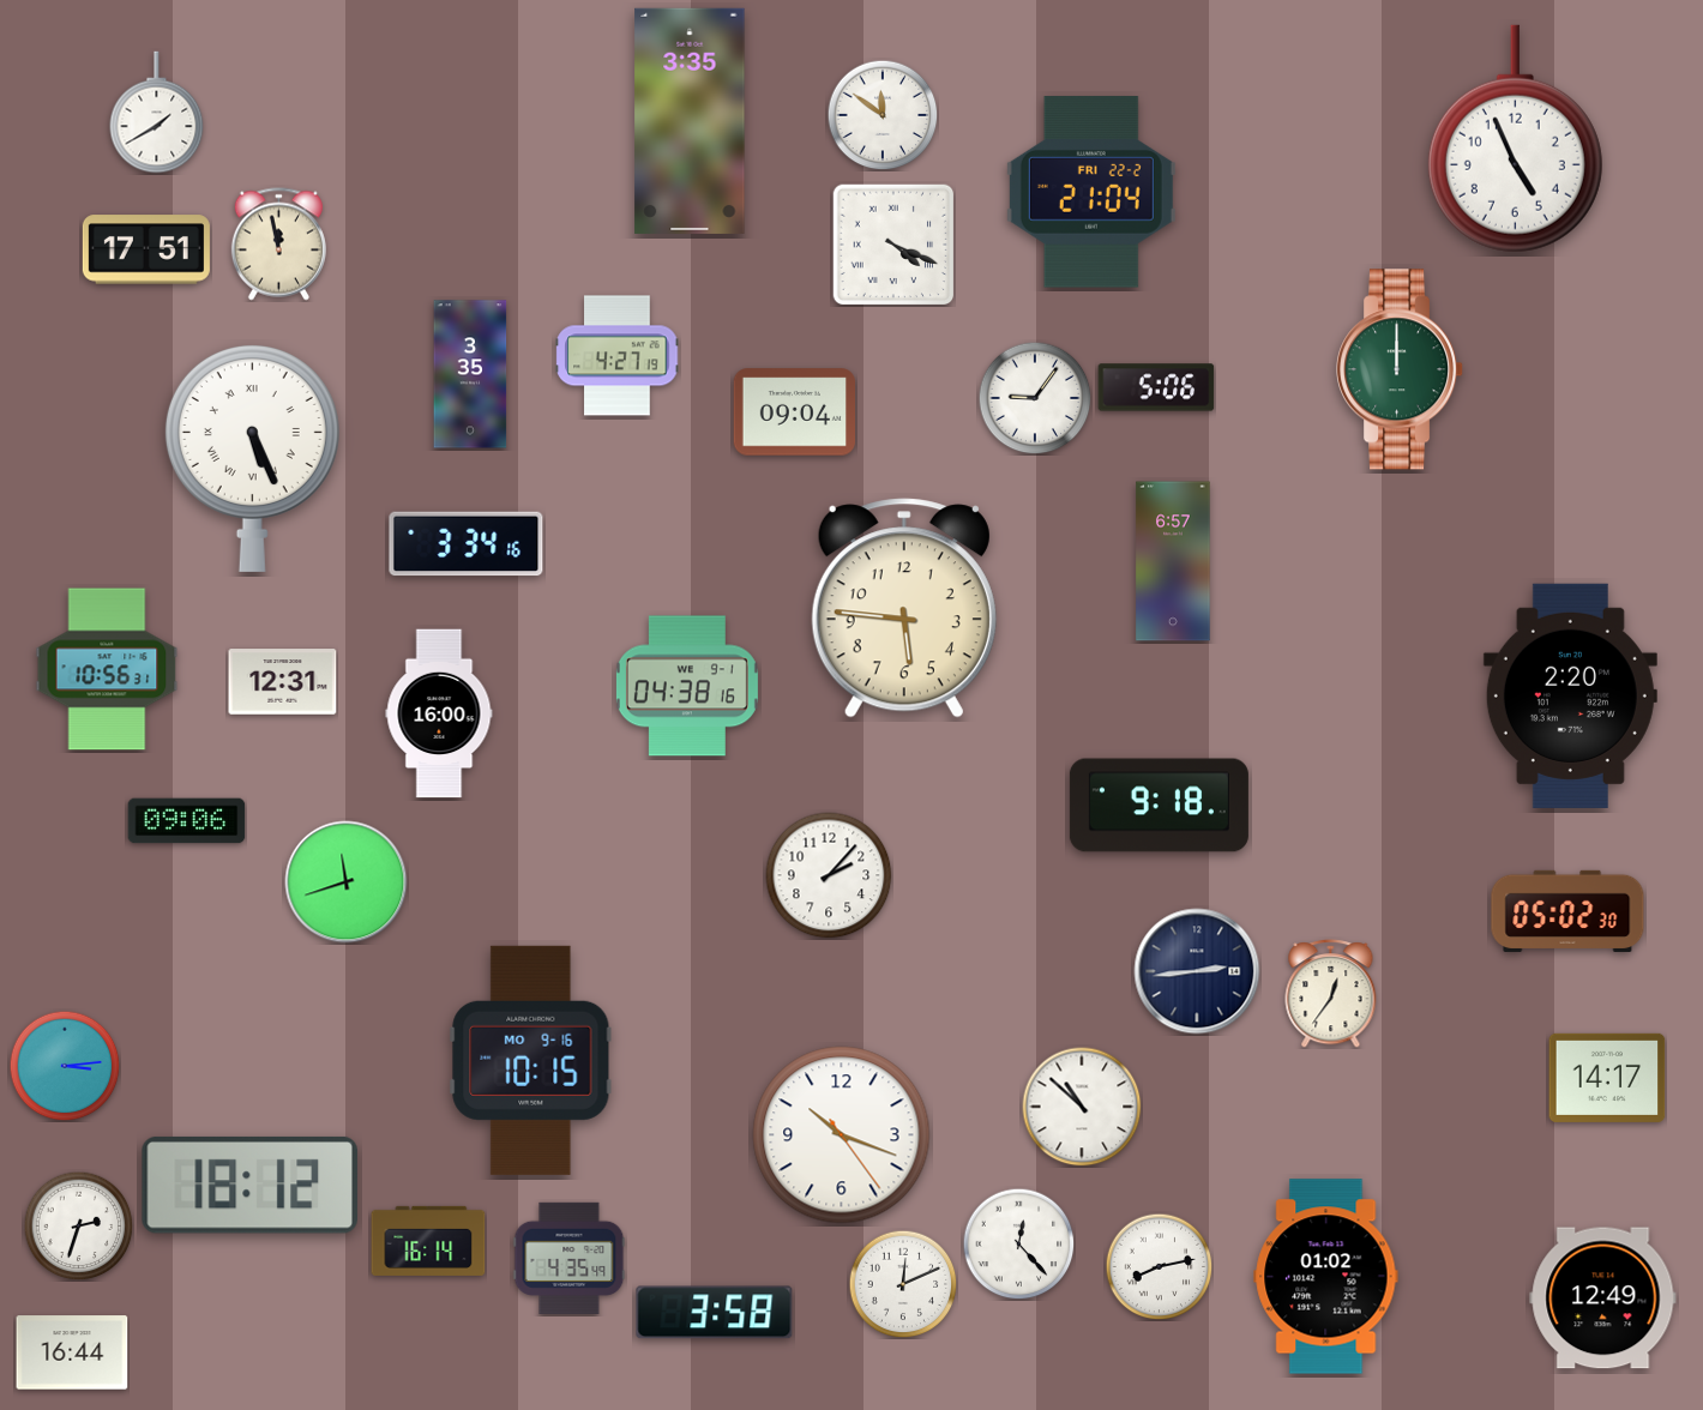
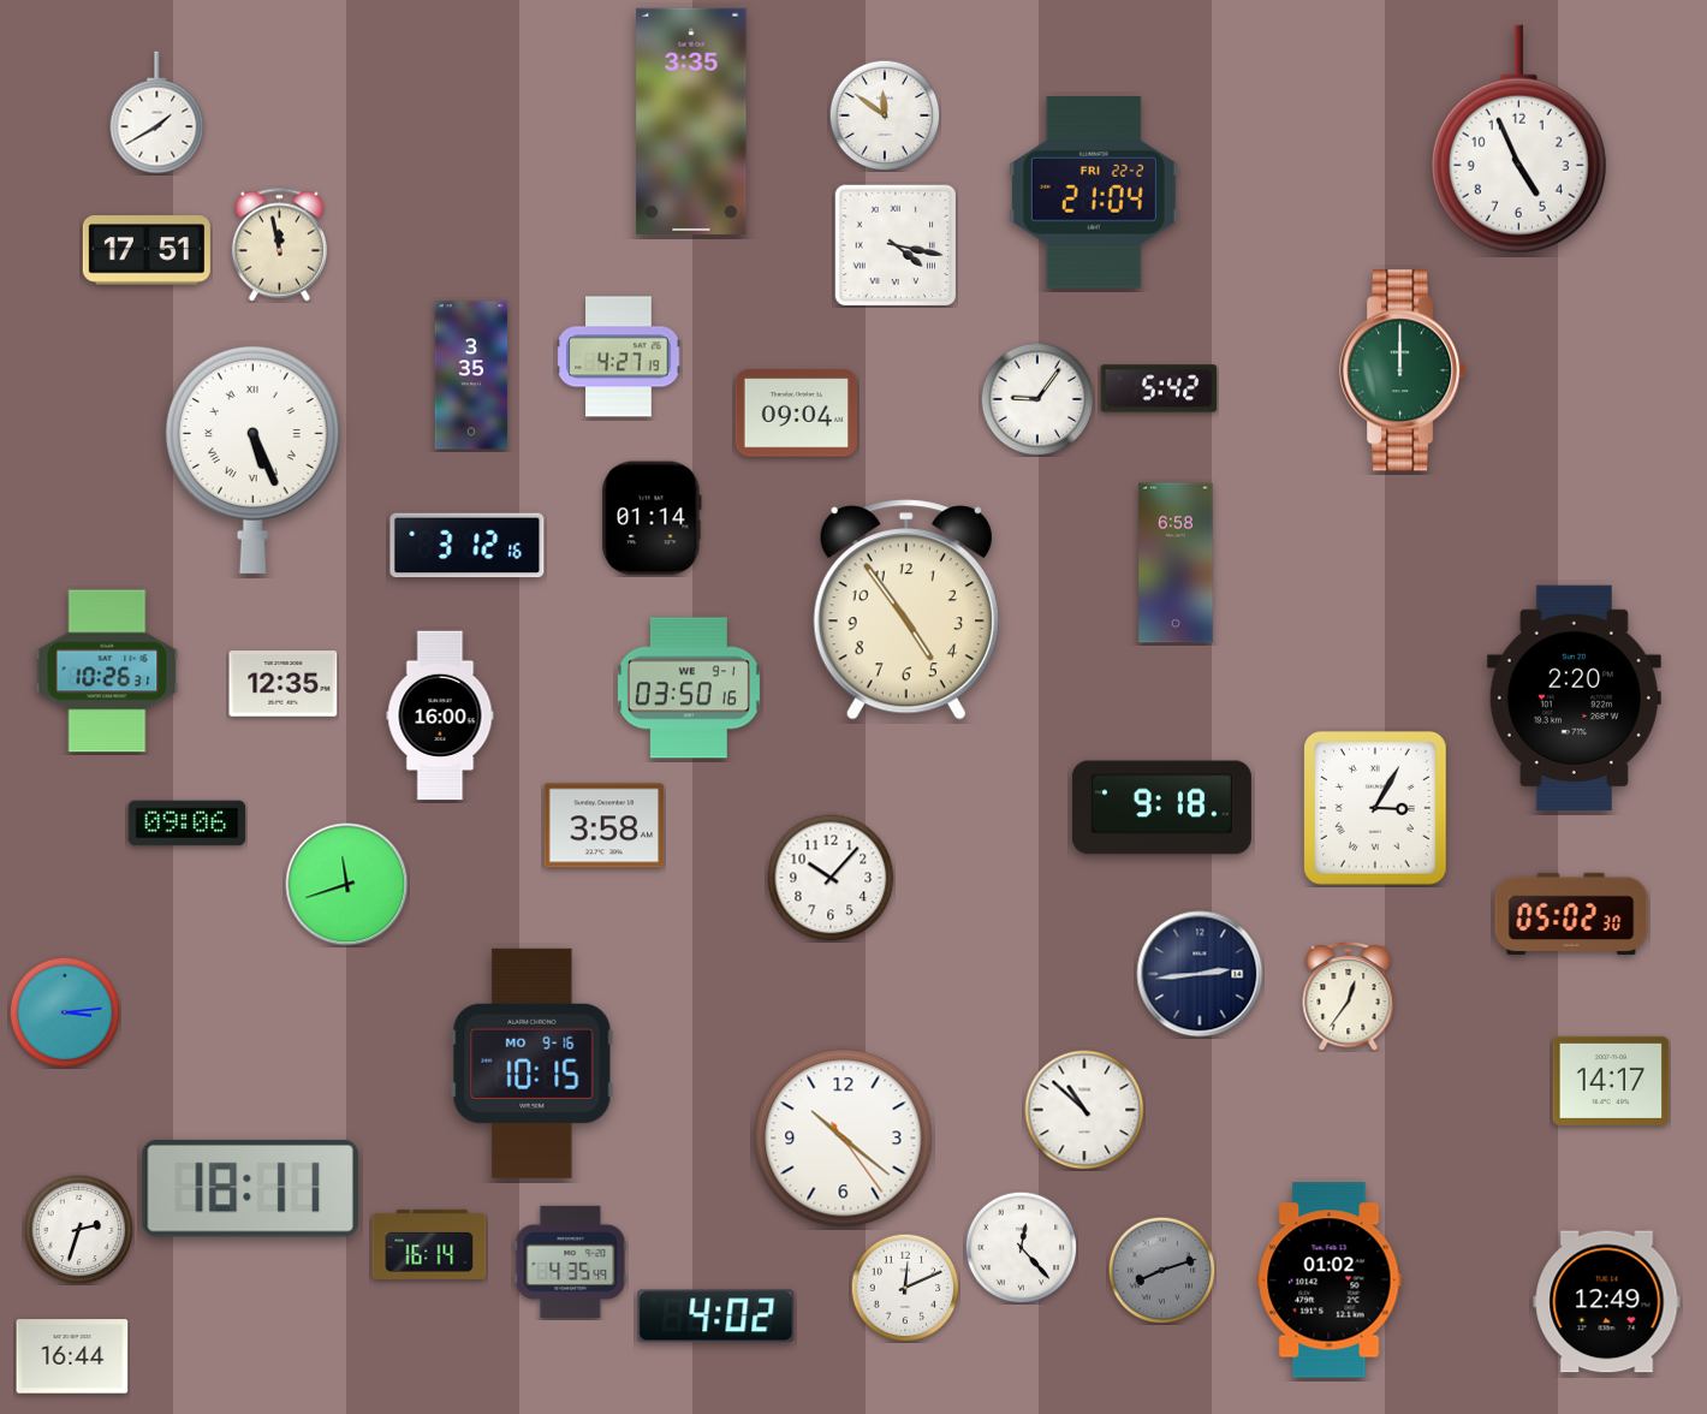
clock at (893, 245): 4:19 -> 4:17
clock at (1156, 387): 5:06 -> 5:42
clock at (652, 518): none -> 01:14
clock at (467, 544): 3:34 -> 3:12
clock at (1173, 561): 6:57 -> 6:58
clock at (904, 608): 5:46 -> 4:54
clock at (107, 669): 10:56 -> 10:26
clock at (283, 682): 12:31 -> 12:35
clock at (687, 686): 04:38 -> 03:50
clock at (1376, 809): none -> 3:05
clock at (605, 826): none -> 3:58
clock at (829, 875): 2:07 -> 10:07
clock at (1331, 994) position: (1331, 994) -> (1349, 997)
clock at (65, 1066) position: (65, 1066) -> (65, 1012)
clock at (842, 1135): 10:18 -> 10:21
clock at (249, 1185): 18:12 -> 18:11
clock at (1159, 1266): 8:13 -> 8:12
clock at (1159, 1266) dial: white -> grey
clock at (715, 1313): 3:58 -> 4:02
